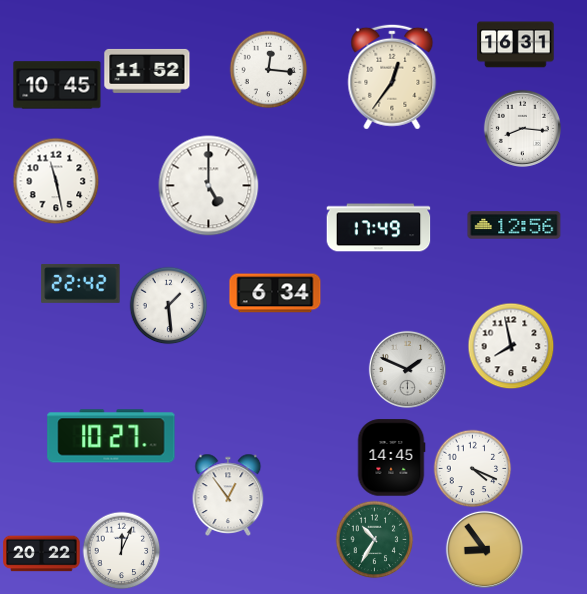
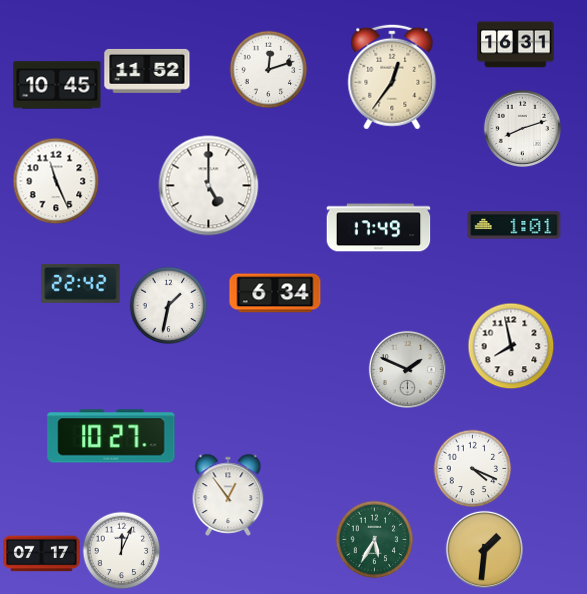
clock at (268, 69): 12:16 -> 12:12
clock at (522, 128): 8:16 -> 8:12
clock at (56, 181): 11:28 -> 11:26
clock at (514, 225): 12:56 -> 1:01
clock at (168, 305): 1:29 -> 1:32
clock at (391, 458): 14:45 -> none
clock at (374, 539): 10:35 -> 5:35
clock at (484, 549): 8:54 -> 1:31
clock at (42, 554): 20:22 -> 07:17
